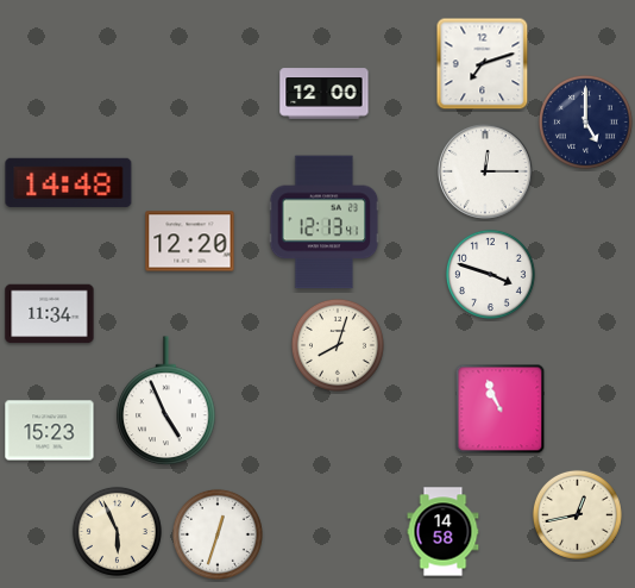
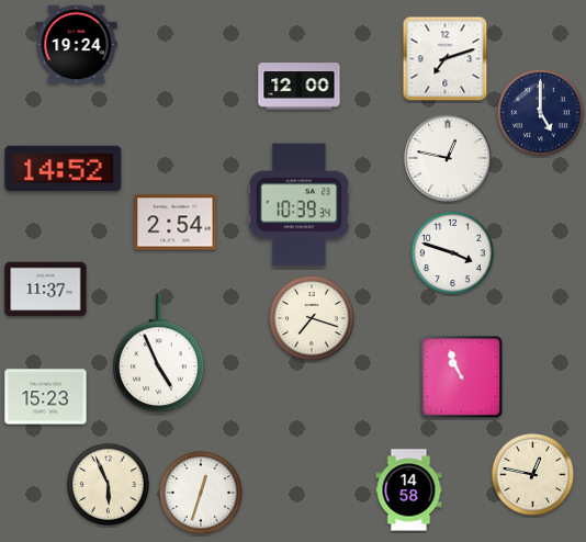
clock at (77, 45): none -> 19:24
clock at (485, 171): 12:15 -> 12:47
clock at (69, 182): 14:48 -> 14:52
clock at (325, 223): 12:13 -> 10:39
clock at (190, 242): 12:20 -> 2:54
clock at (50, 314): 11:34 -> 11:37
clock at (338, 345): 8:03 -> 7:18
clock at (166, 401) position: (166, 401) -> (159, 353)
clock at (577, 514): 12:43 -> 12:47
clock at (117, 531) position: (117, 531) -> (108, 484)
